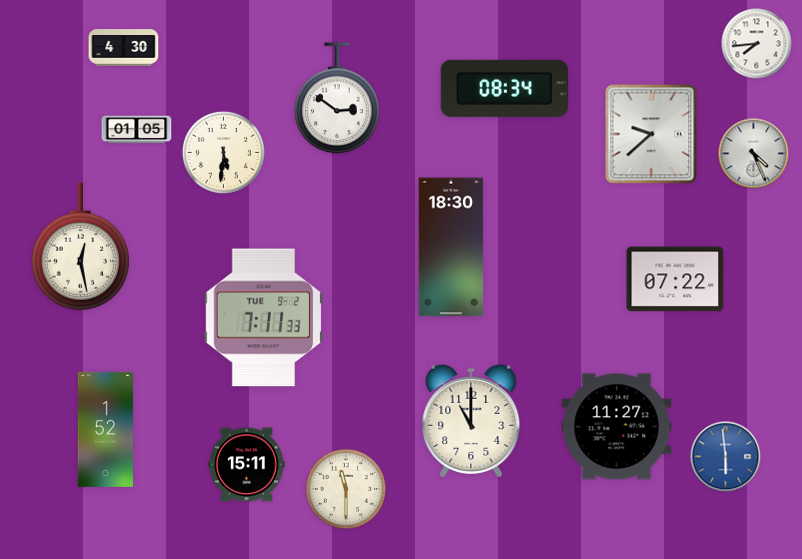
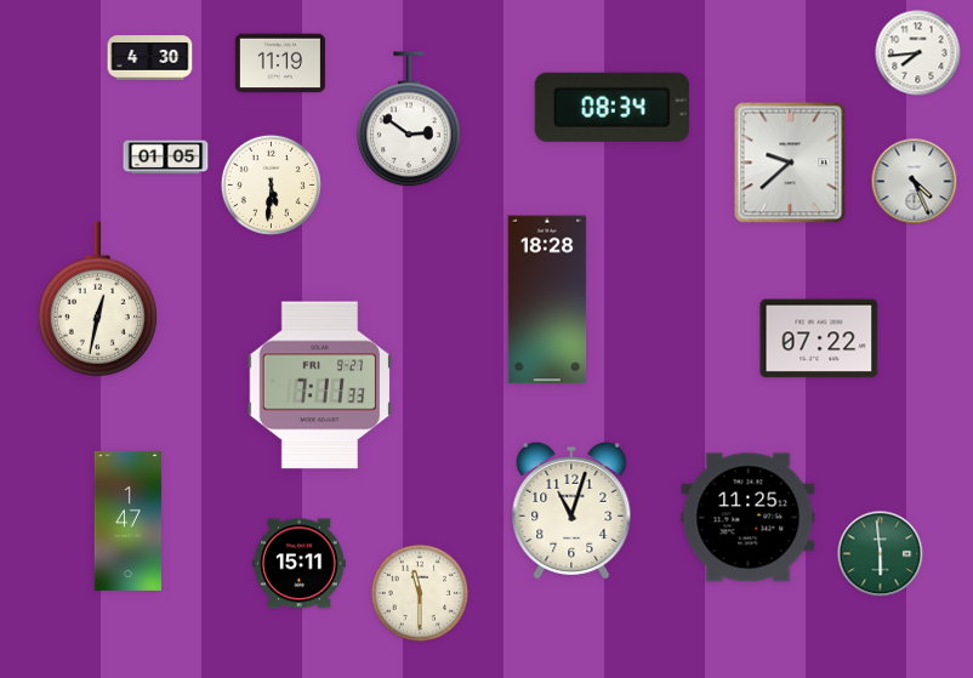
clock at (280, 63): none -> 11:19
clock at (754, 154) position: (754, 154) -> (915, 182)
clock at (80, 247): 12:28 -> 12:32
clock at (451, 247): 18:30 -> 18:28
clock at (264, 318) date: TUE 9-2 -> FRI 9-27
clock at (471, 421): 11:00 -> 11:03
clock at (617, 427): 11:27 -> 11:25
clock at (106, 429): 1:52 -> 1:47
clock at (726, 457) dial: blue -> green
